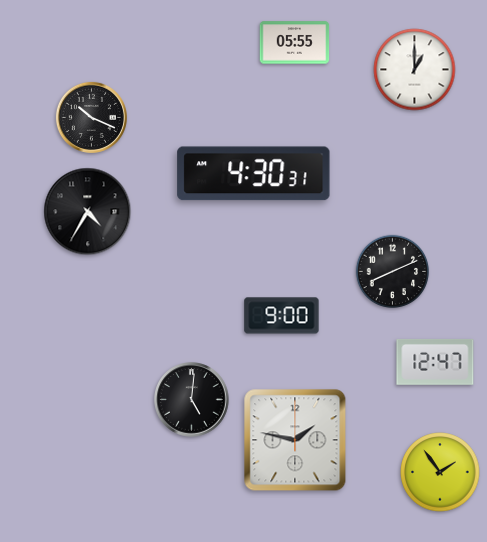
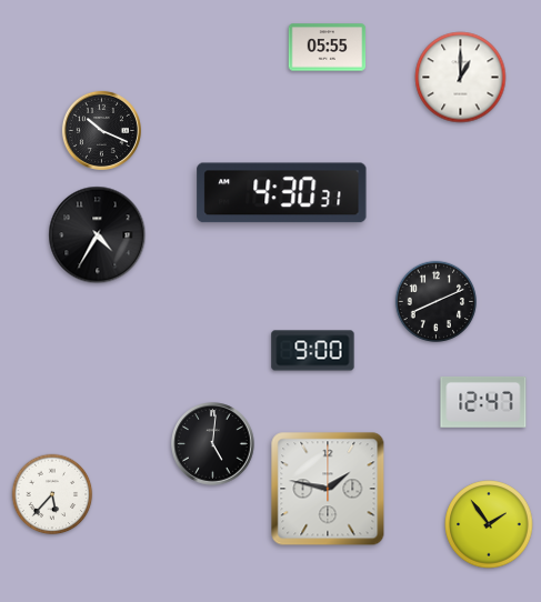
clock at (52, 494): none -> 5:37
